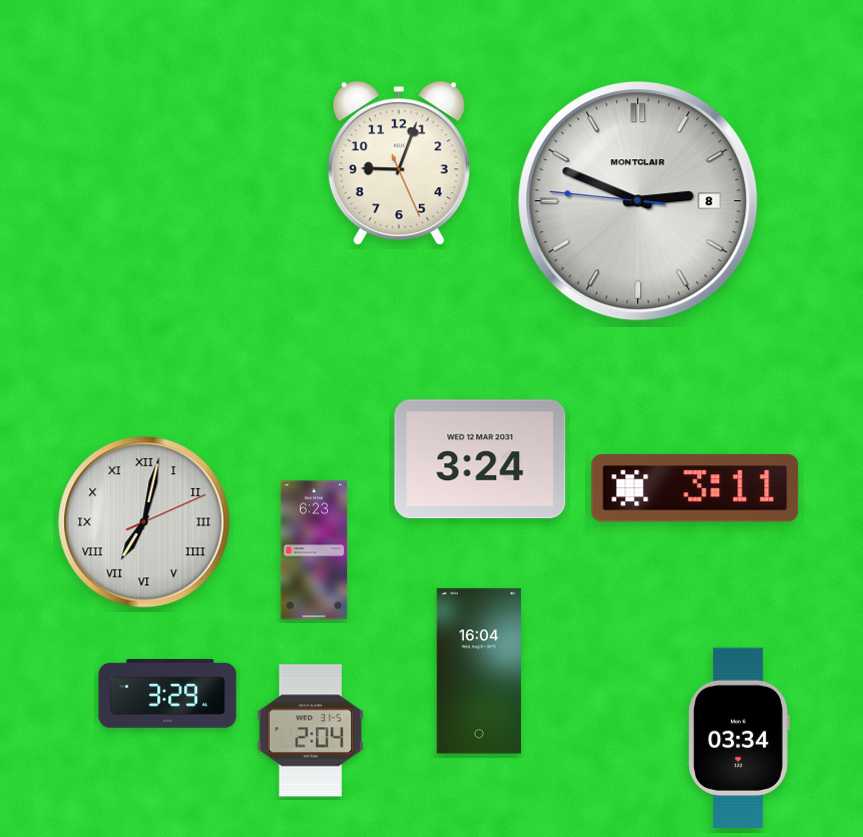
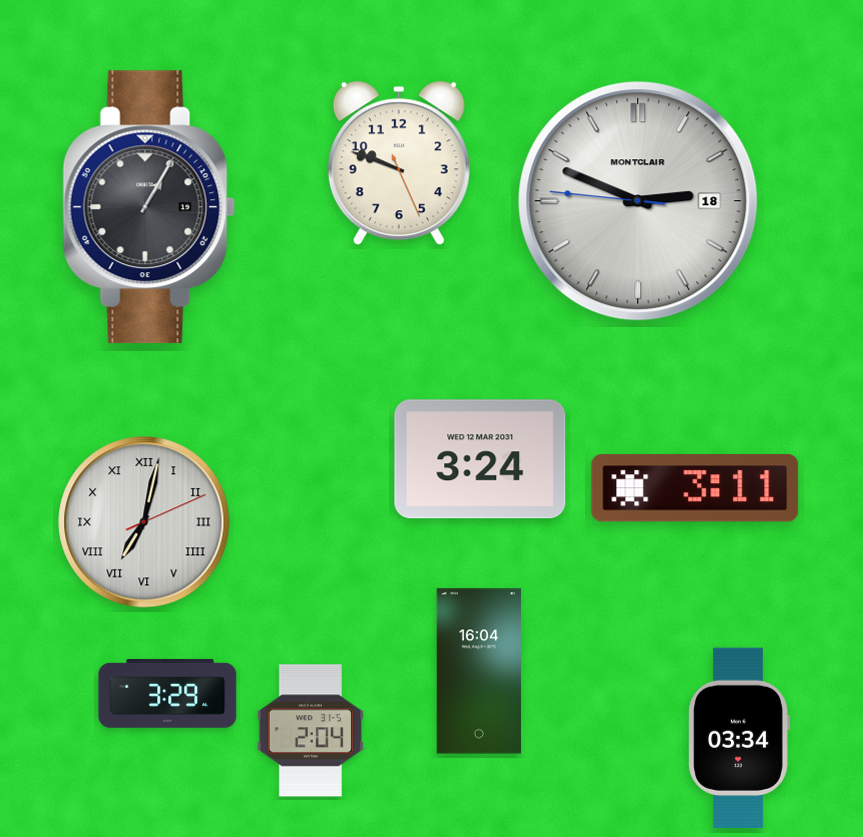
clock at (399, 163): 9:03 -> 9:48
clock at (638, 201) date: 8 -> 18
clock at (149, 207): none -> 1:05
clock at (314, 550): 6:23 -> none
